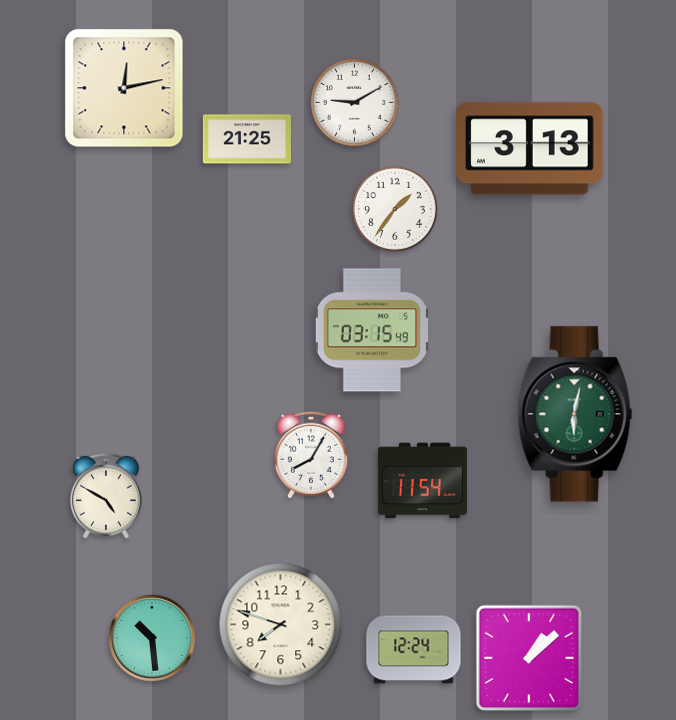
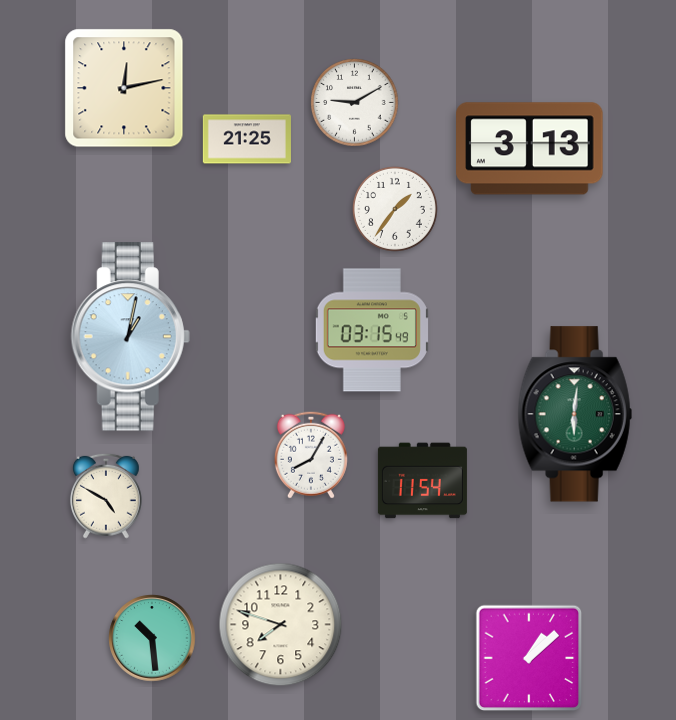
clock at (130, 337): none -> 1:02
clock at (575, 414): 6:02 -> 6:01
clock at (414, 650): 12:24 -> none
